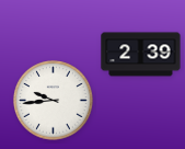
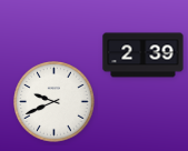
clock at (54, 101): 9:44 -> 9:41
